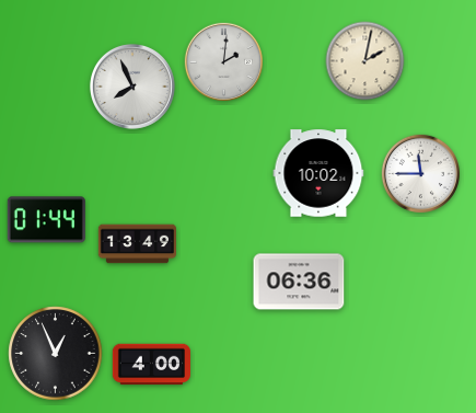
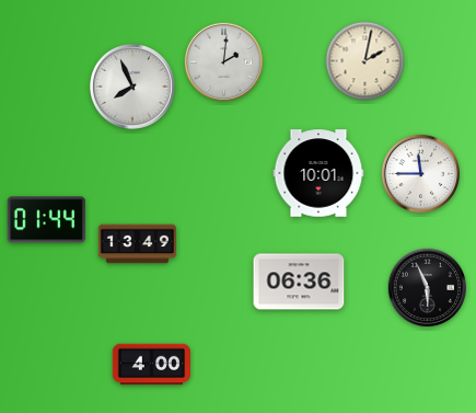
clock at (318, 173): 10:02 -> 10:01
clock at (427, 287): none -> 5:56
clock at (56, 354): 12:56 -> none
